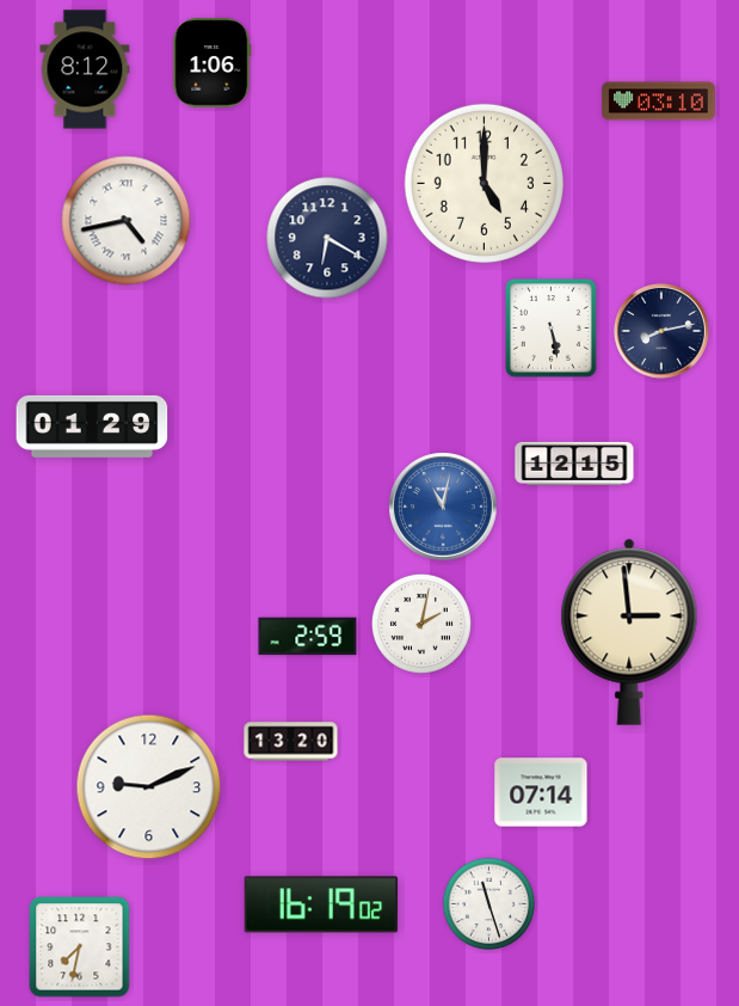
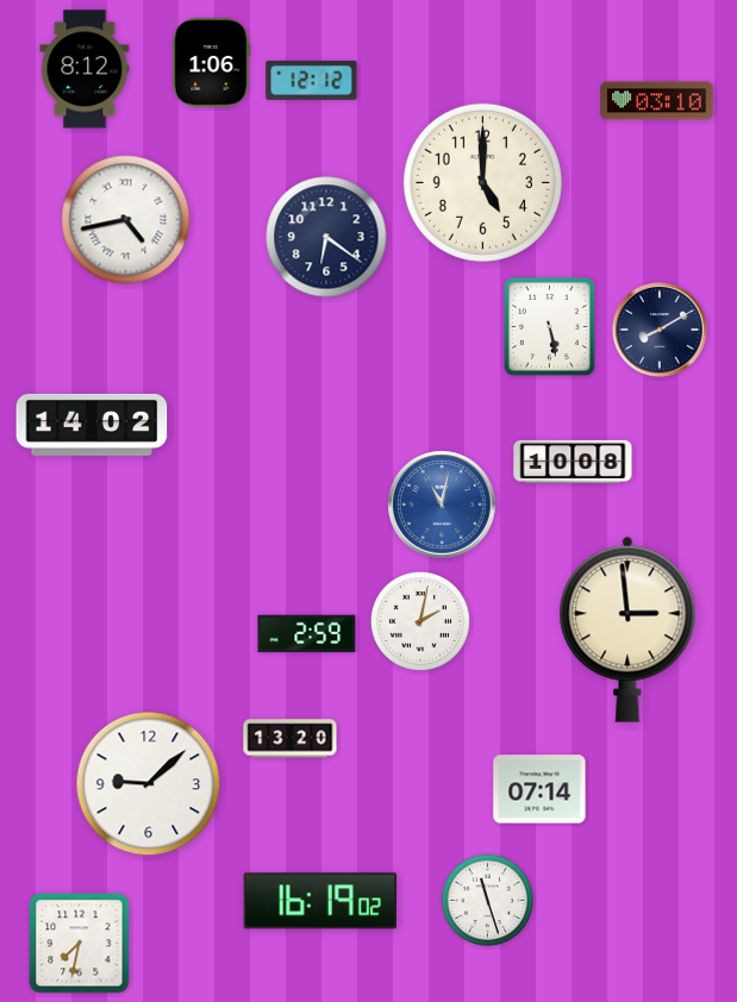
clock at (312, 80): none -> 12:12
clock at (327, 238): 6:20 -> 6:21
clock at (661, 331): 8:13 -> 8:10
clock at (92, 427): 01:29 -> 14:02
clock at (574, 464): 12:15 -> 10:08
clock at (149, 787): 9:11 -> 9:08
